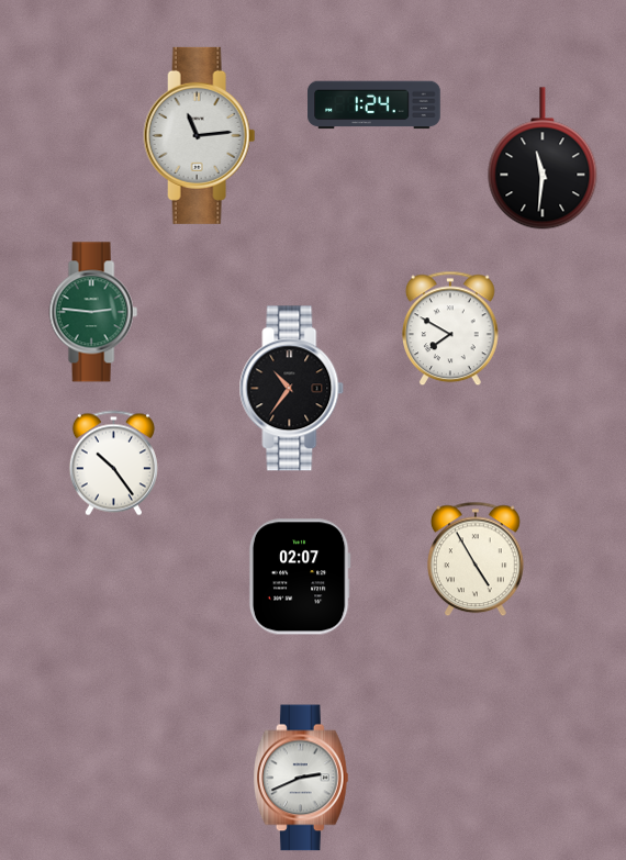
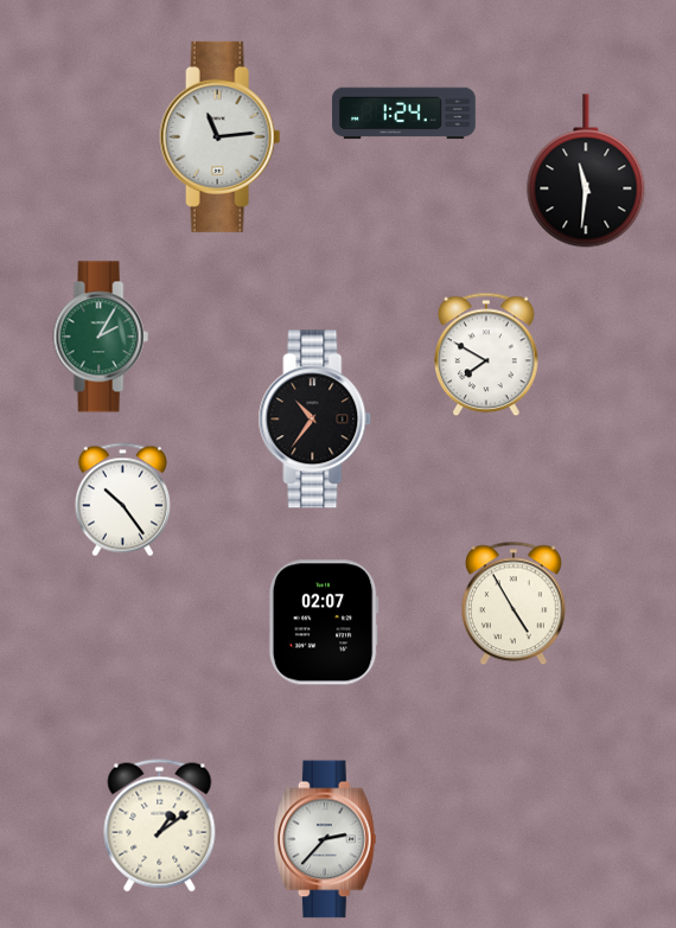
clock at (200, 135) position: (200, 135) -> (221, 136)
clock at (93, 312): 2:46 -> 2:05
clock at (160, 826): none -> 1:09
clock at (301, 778): 2:41 -> 2:37
